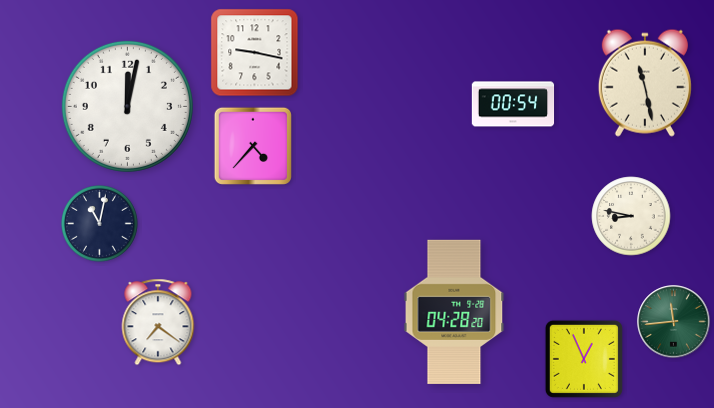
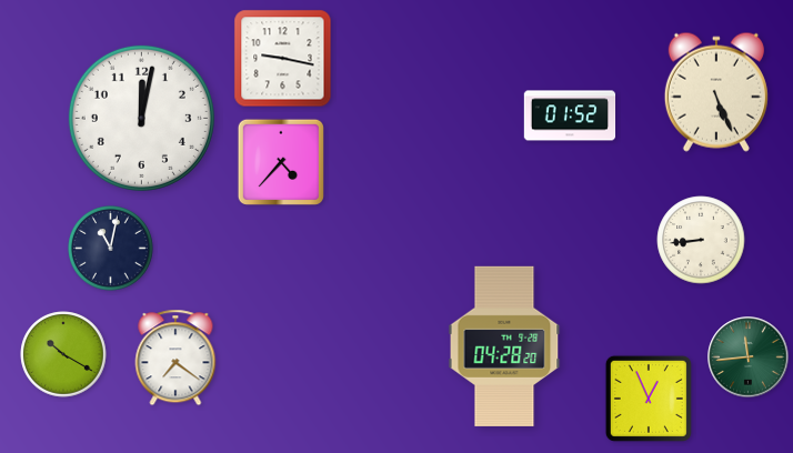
clock at (645, 83): 11:28 -> 5:26
clock at (513, 104): 00:54 -> 01:52
clock at (631, 216): 8:47 -> 8:44
clock at (63, 354): none -> 10:20
